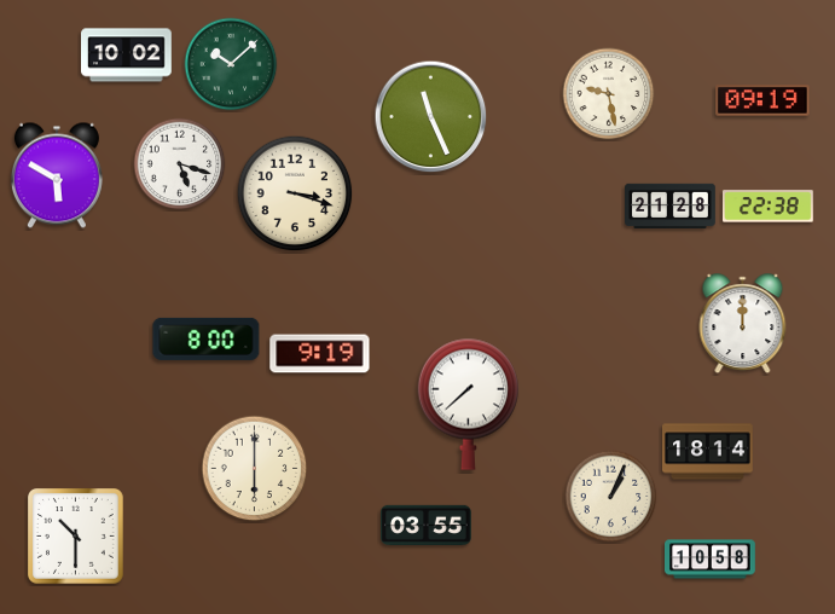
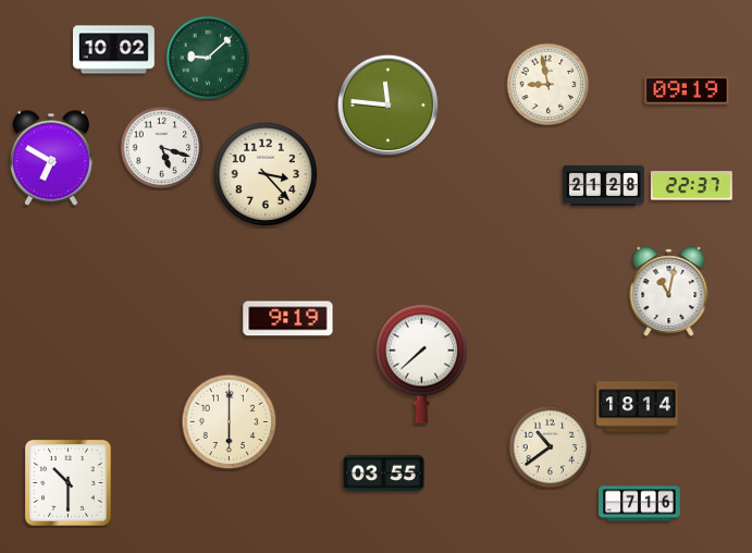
clock at (231, 64): 10:08 -> 9:08
clock at (609, 94): 9:28 -> 8:58
clock at (431, 117): 11:26 -> 11:46
clock at (57, 175): 5:50 -> 6:50
clock at (295, 193): 3:18 -> 3:23
clock at (767, 207): 22:38 -> 22:37
clock at (743, 324): 12:00 -> 11:02
clock at (207, 338): 8:00 -> none
clock at (611, 497): 1:04 -> 10:39
clock at (711, 560): 10:58 -> 7:16
